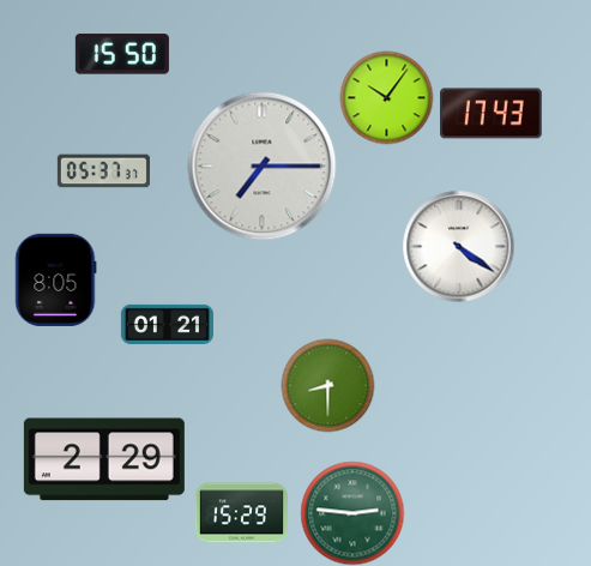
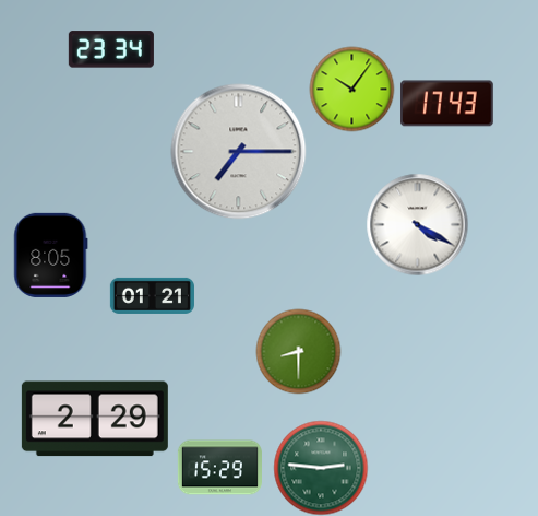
clock at (122, 54): 15:50 -> 23:34
clock at (103, 171): 05:37 -> none
clock at (458, 246): 4:21 -> 4:20
